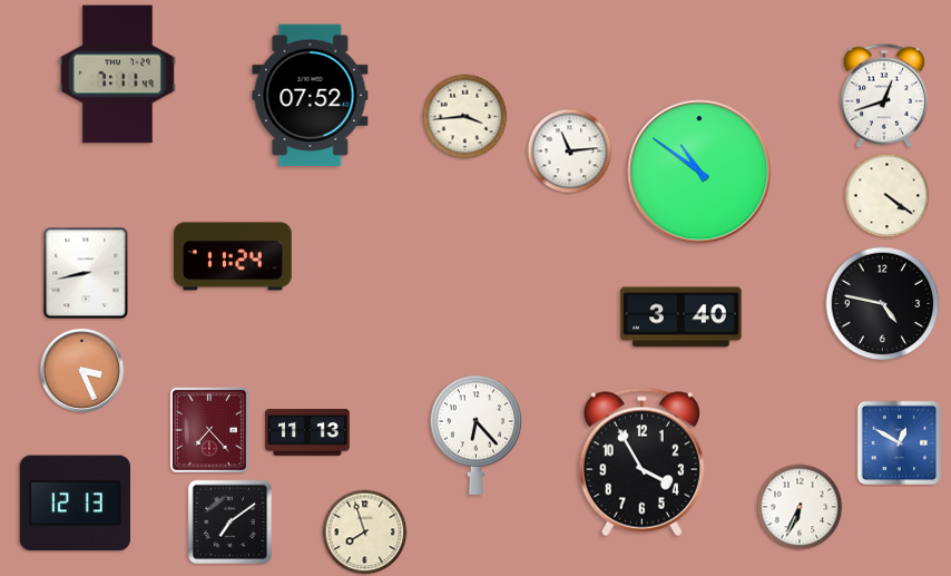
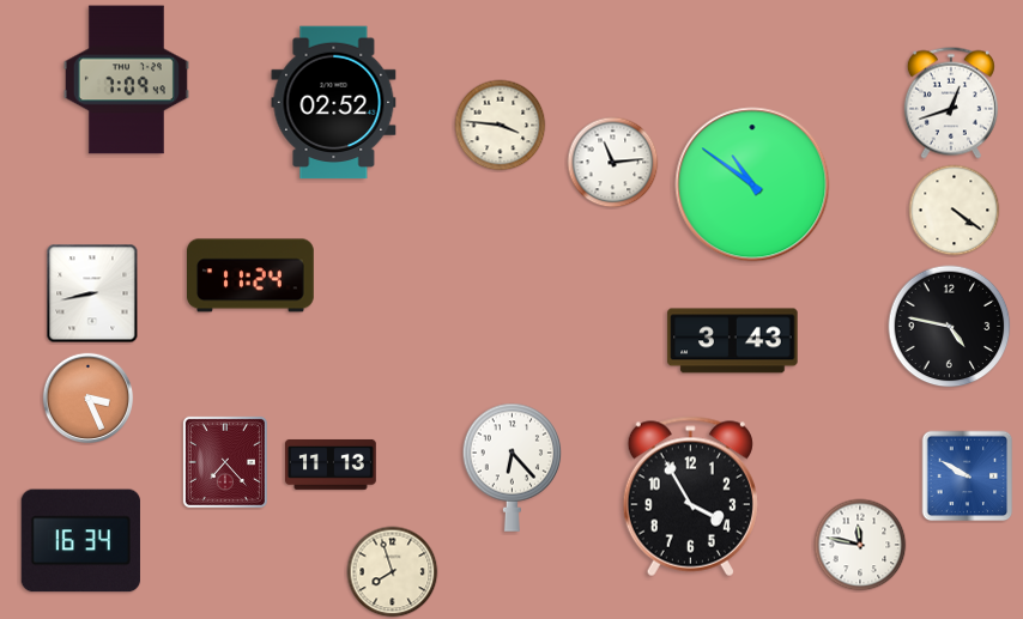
clock at (117, 75): 7:11 -> 7:09
clock at (311, 96): 07:52 -> 02:52
clock at (465, 117): 3:44 -> 3:46
clock at (682, 318): 3:40 -> 3:43
clock at (900, 443): 12:50 -> 9:50
clock at (75, 504): 12:13 -> 16:34
clock at (800, 507): 6:34 -> 11:47
clock at (231, 523): 7:09 -> none
